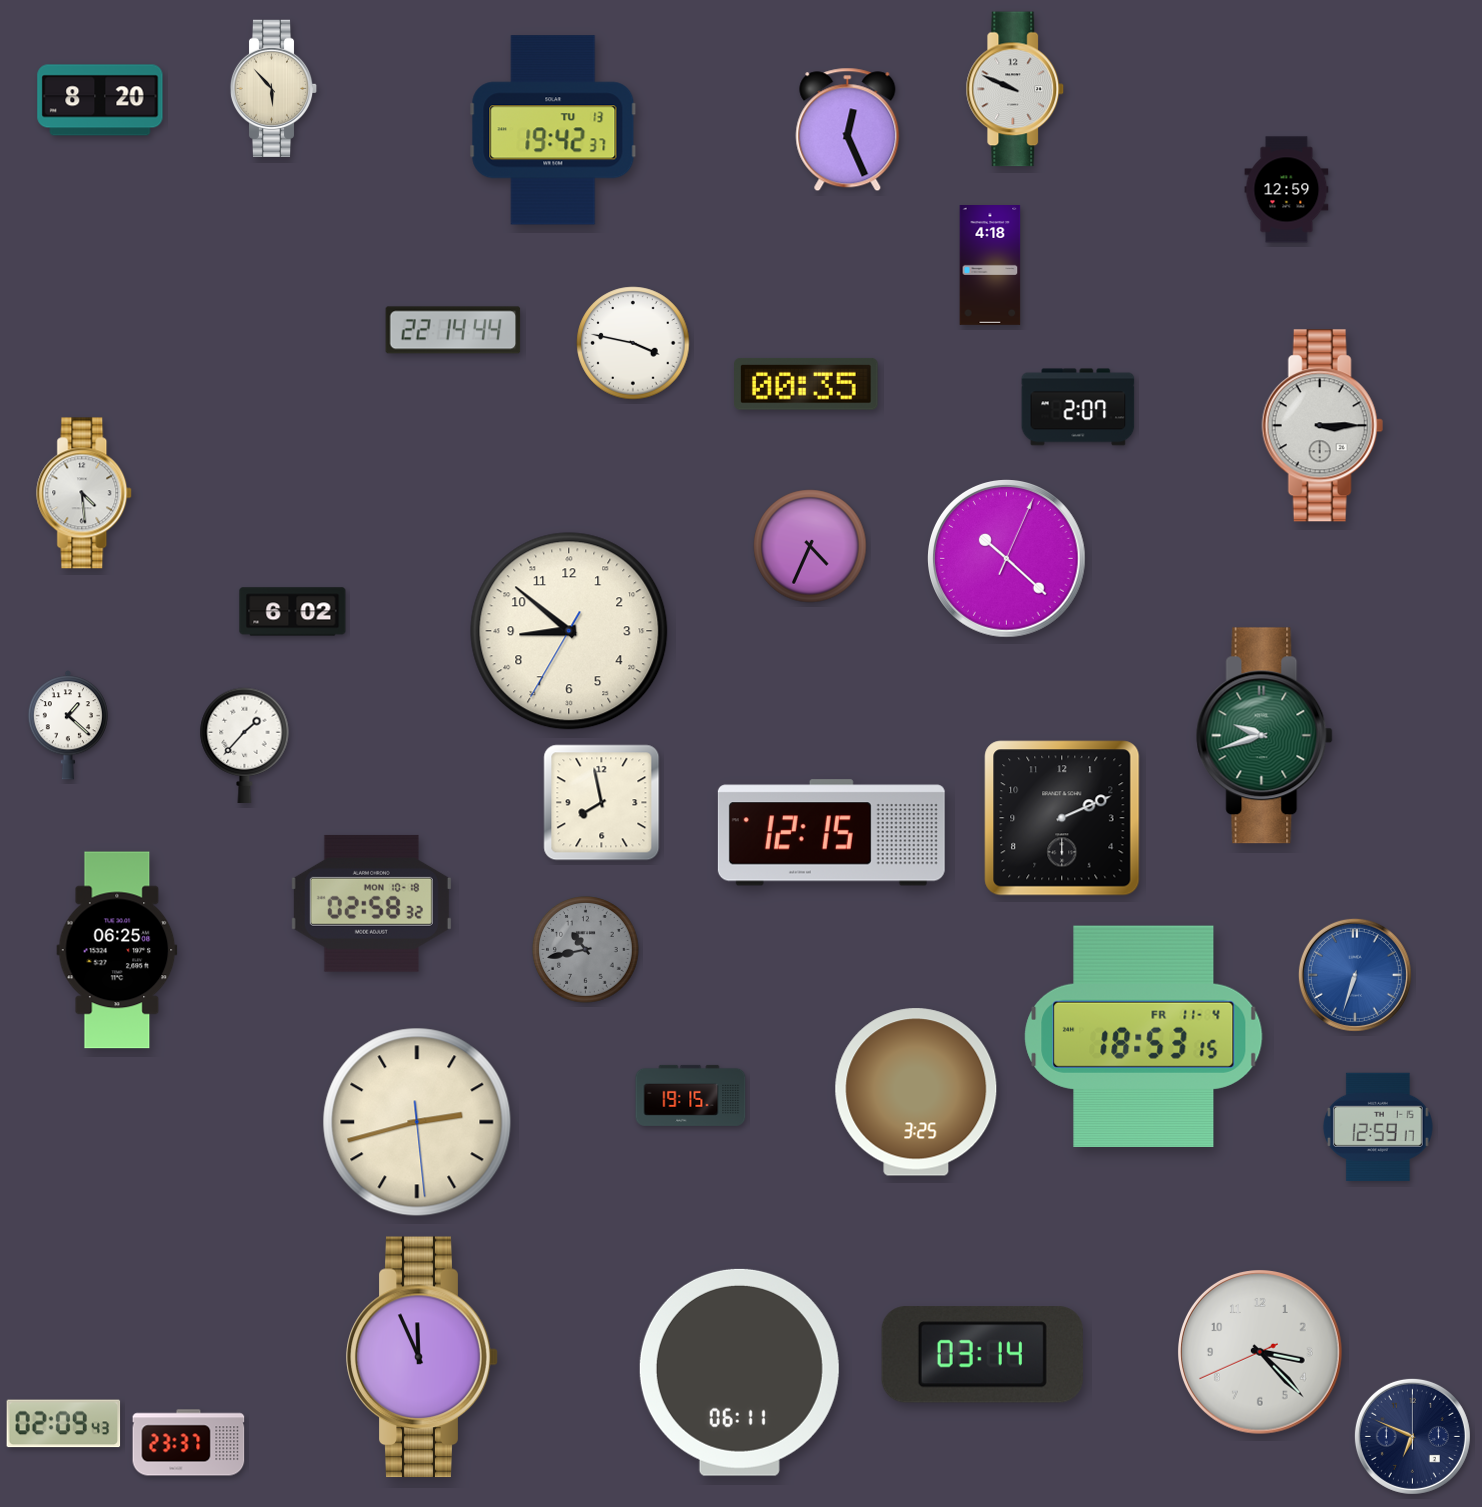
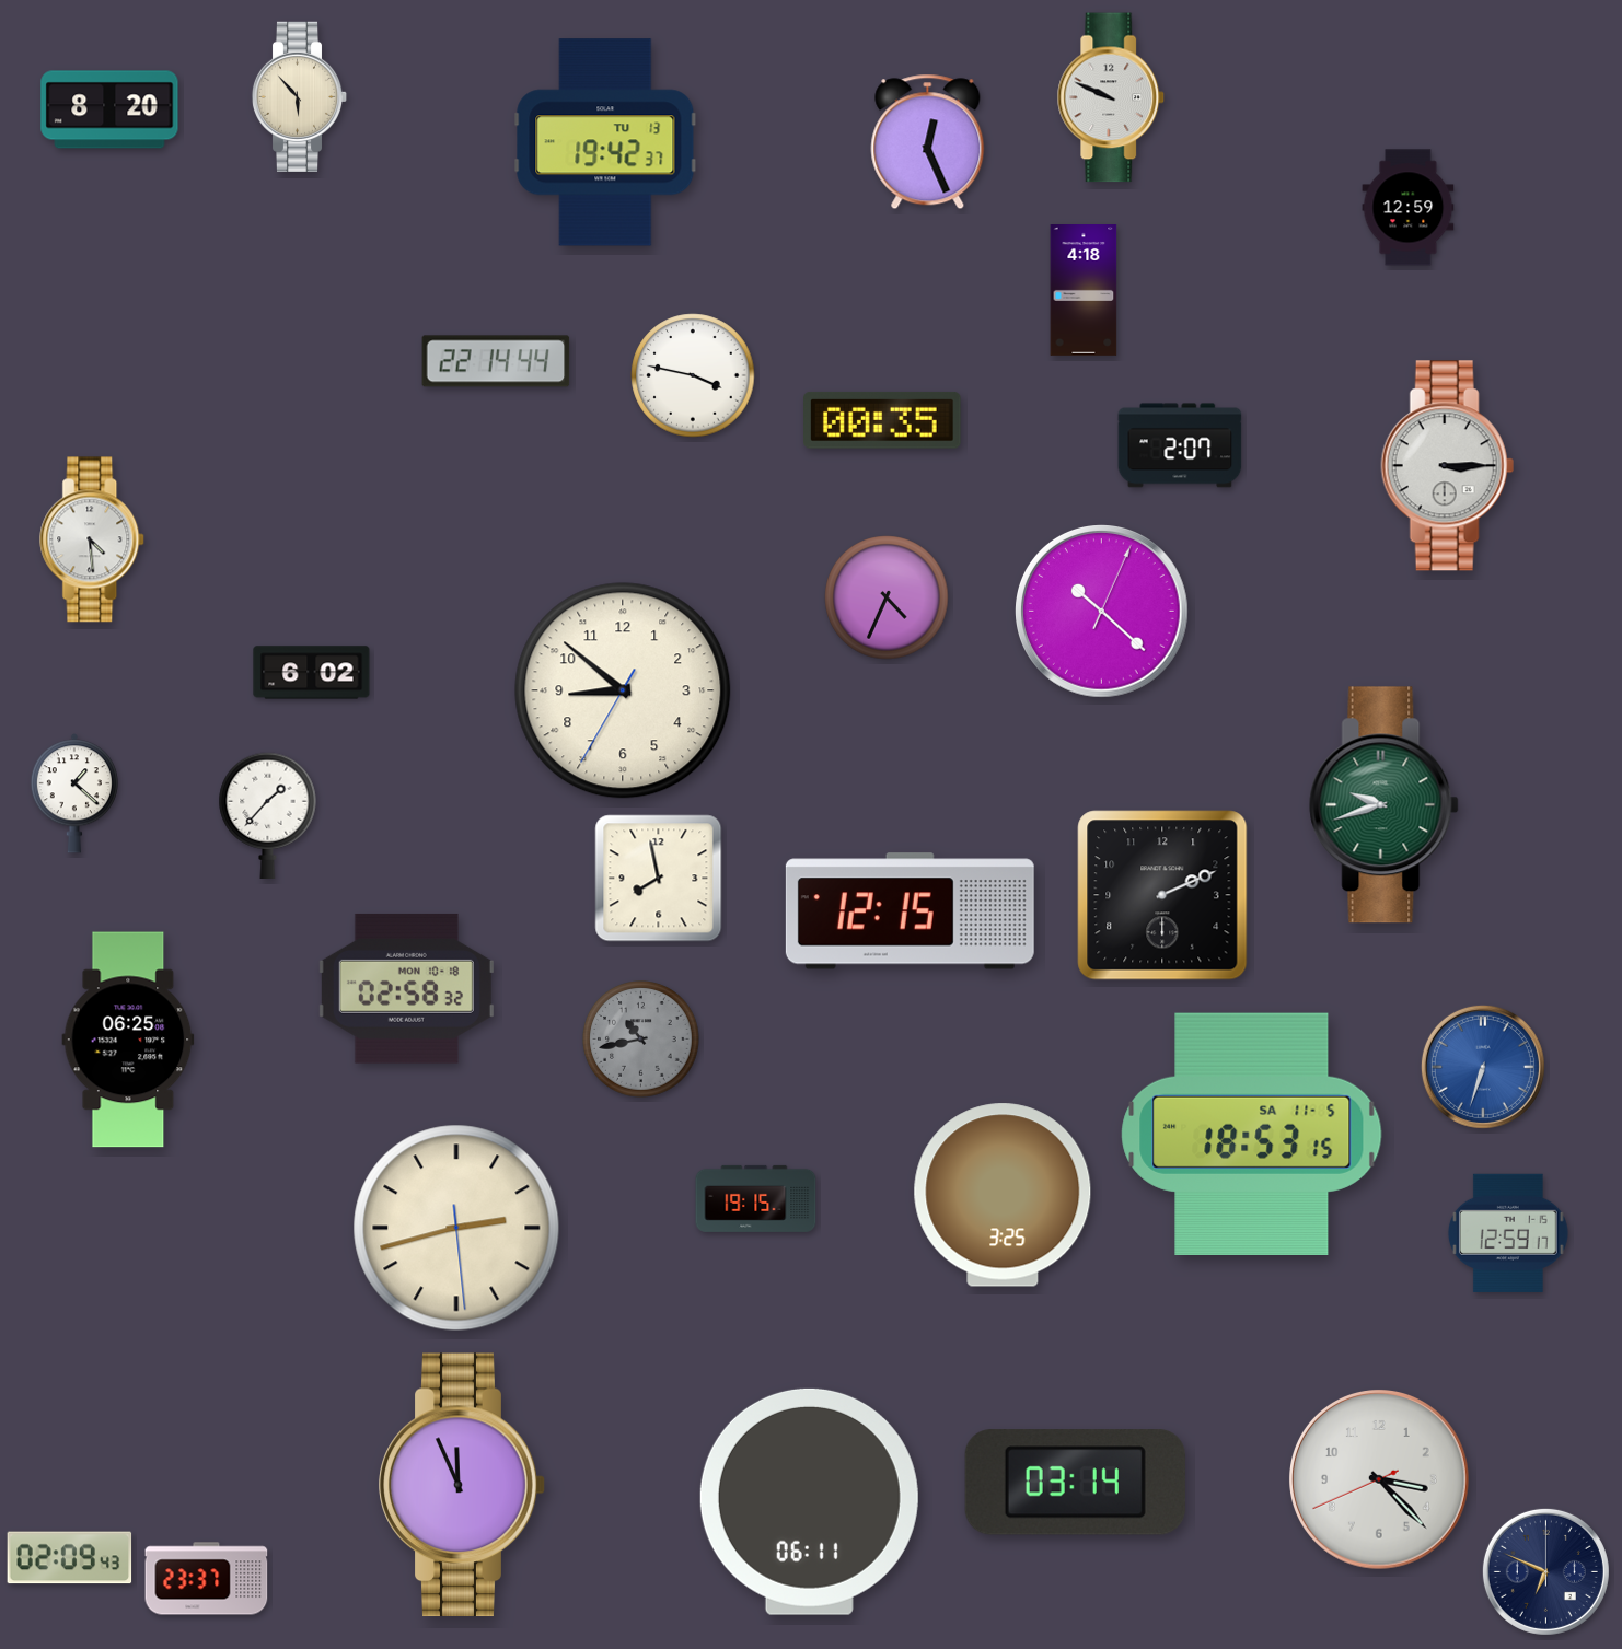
clock at (293, 612) position: (293, 612) -> (312, 673)
clock at (1144, 1036) date: FR 11-4 -> SA 11-5
